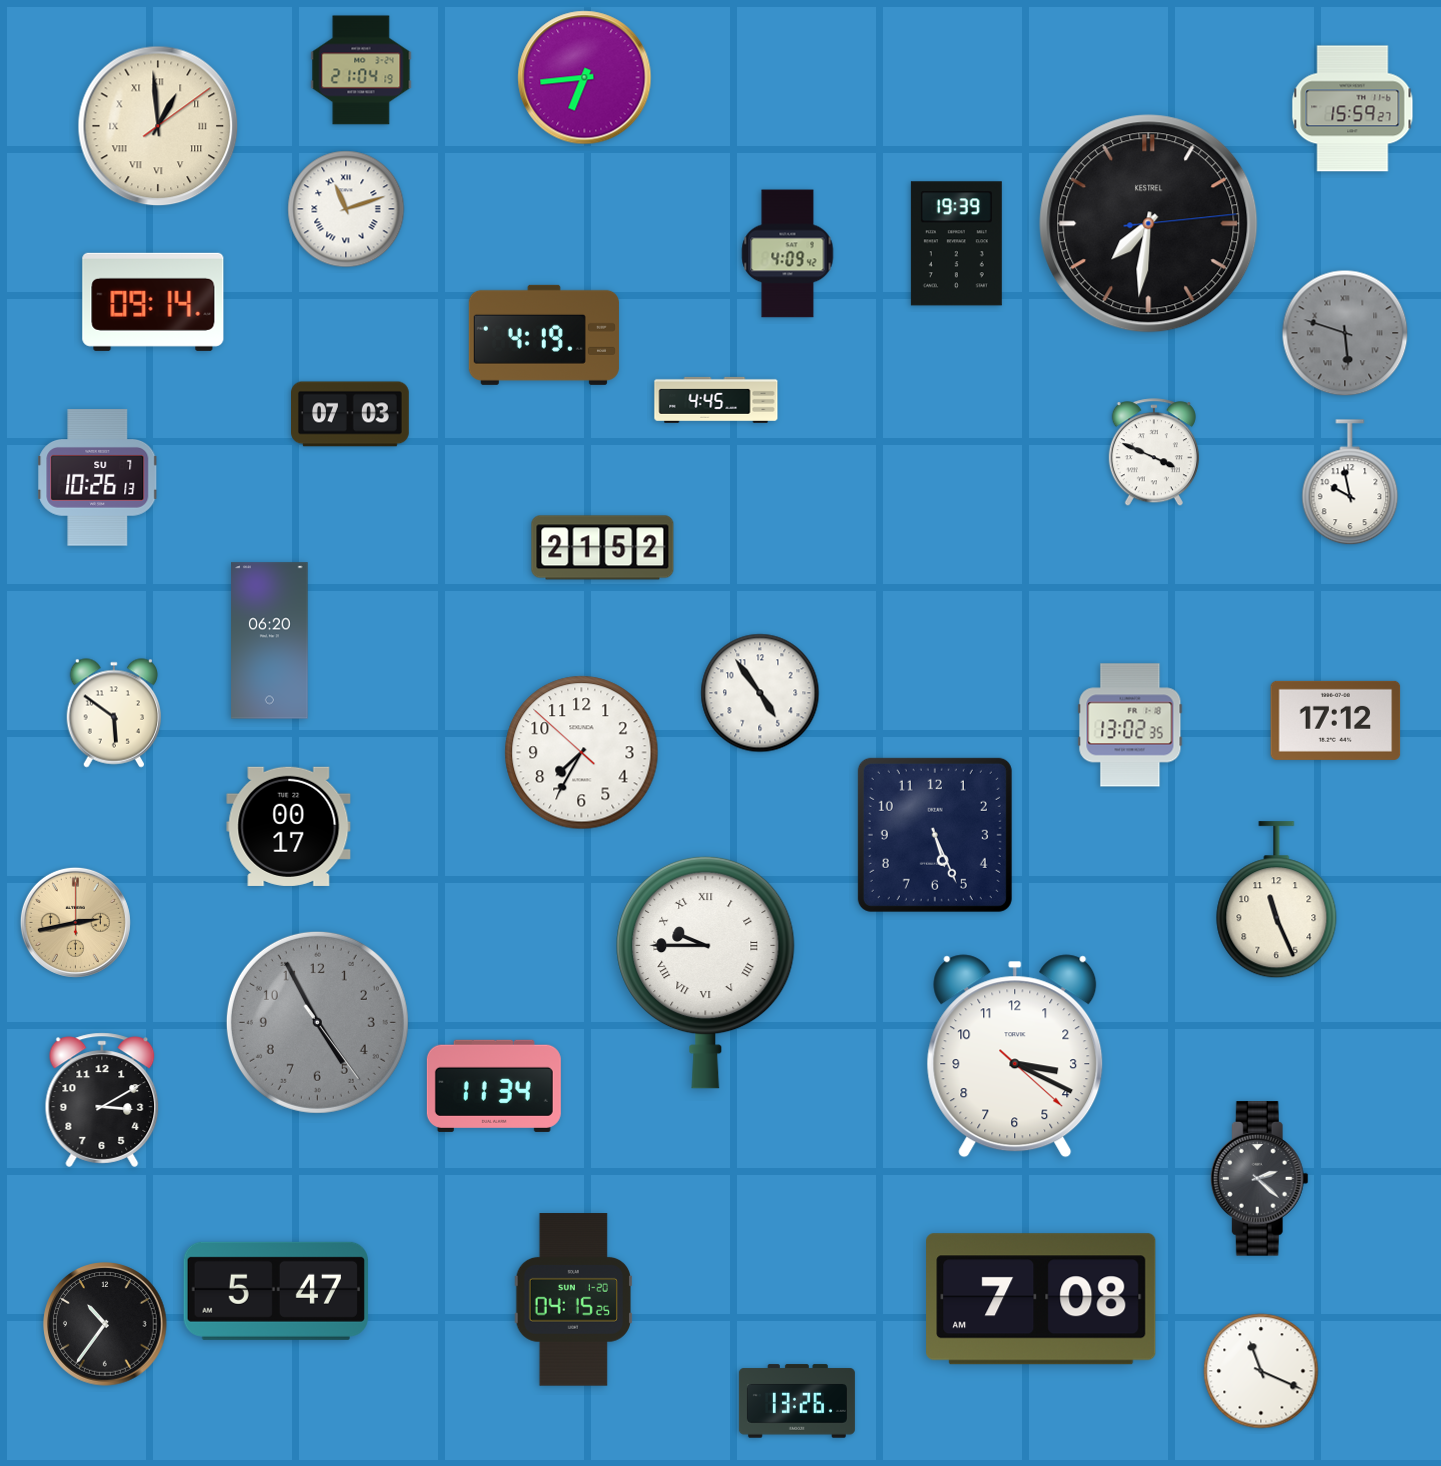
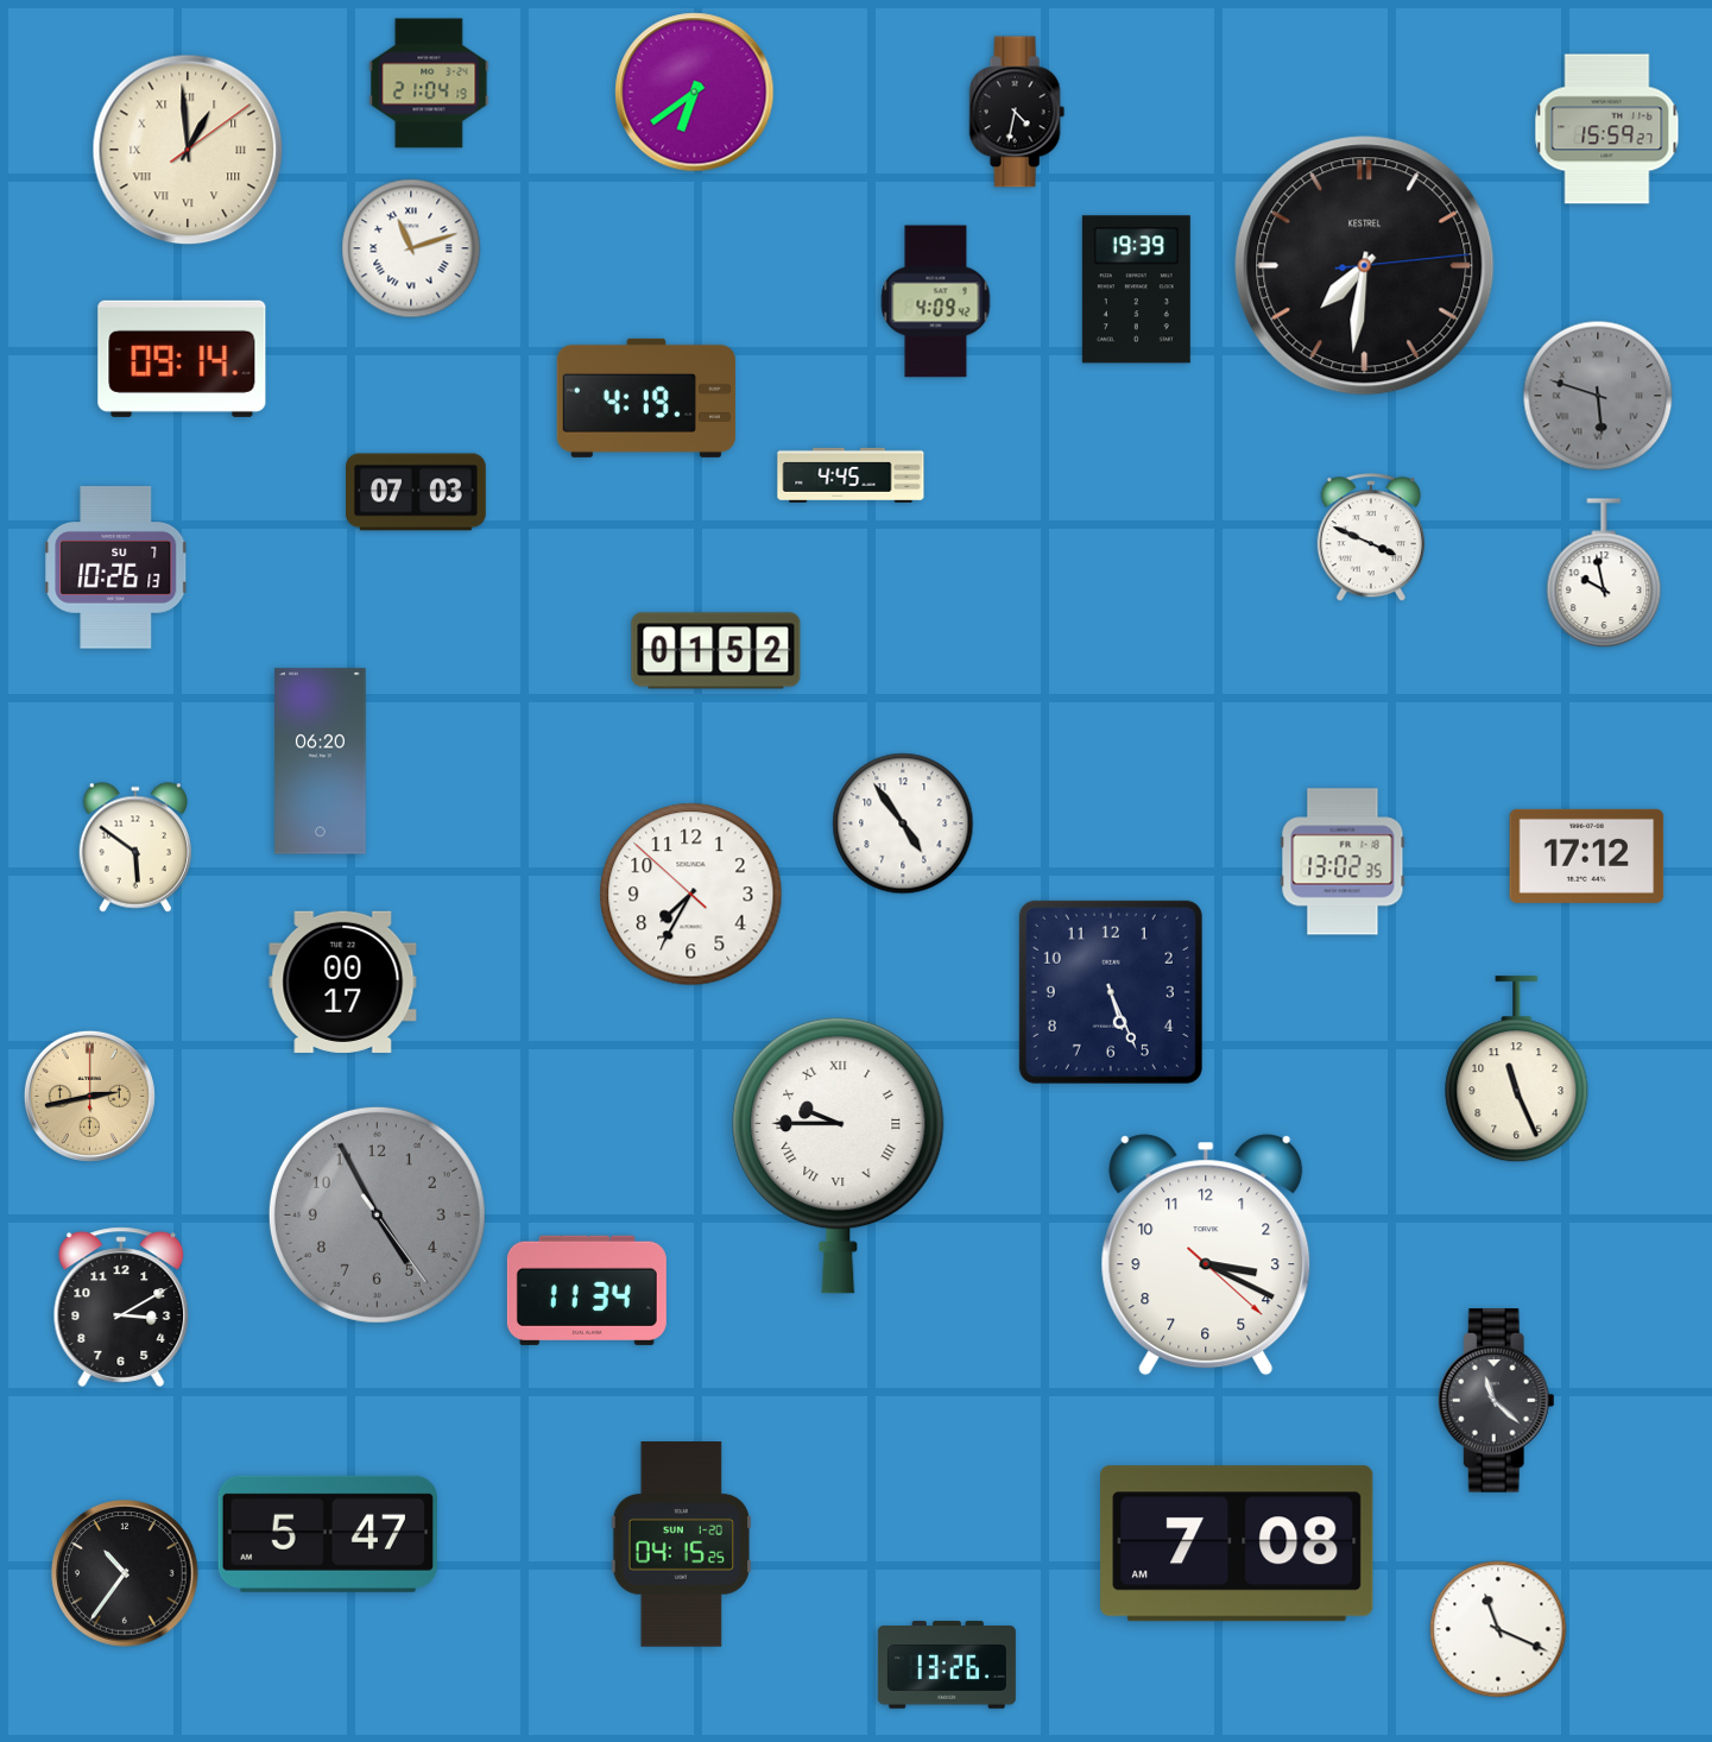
clock at (585, 78): 6:44 -> 6:39
clock at (1017, 112): none -> 4:32
clock at (603, 548): 21:52 -> 01:52
clock at (1259, 1179): 2:22 -> 11:22
